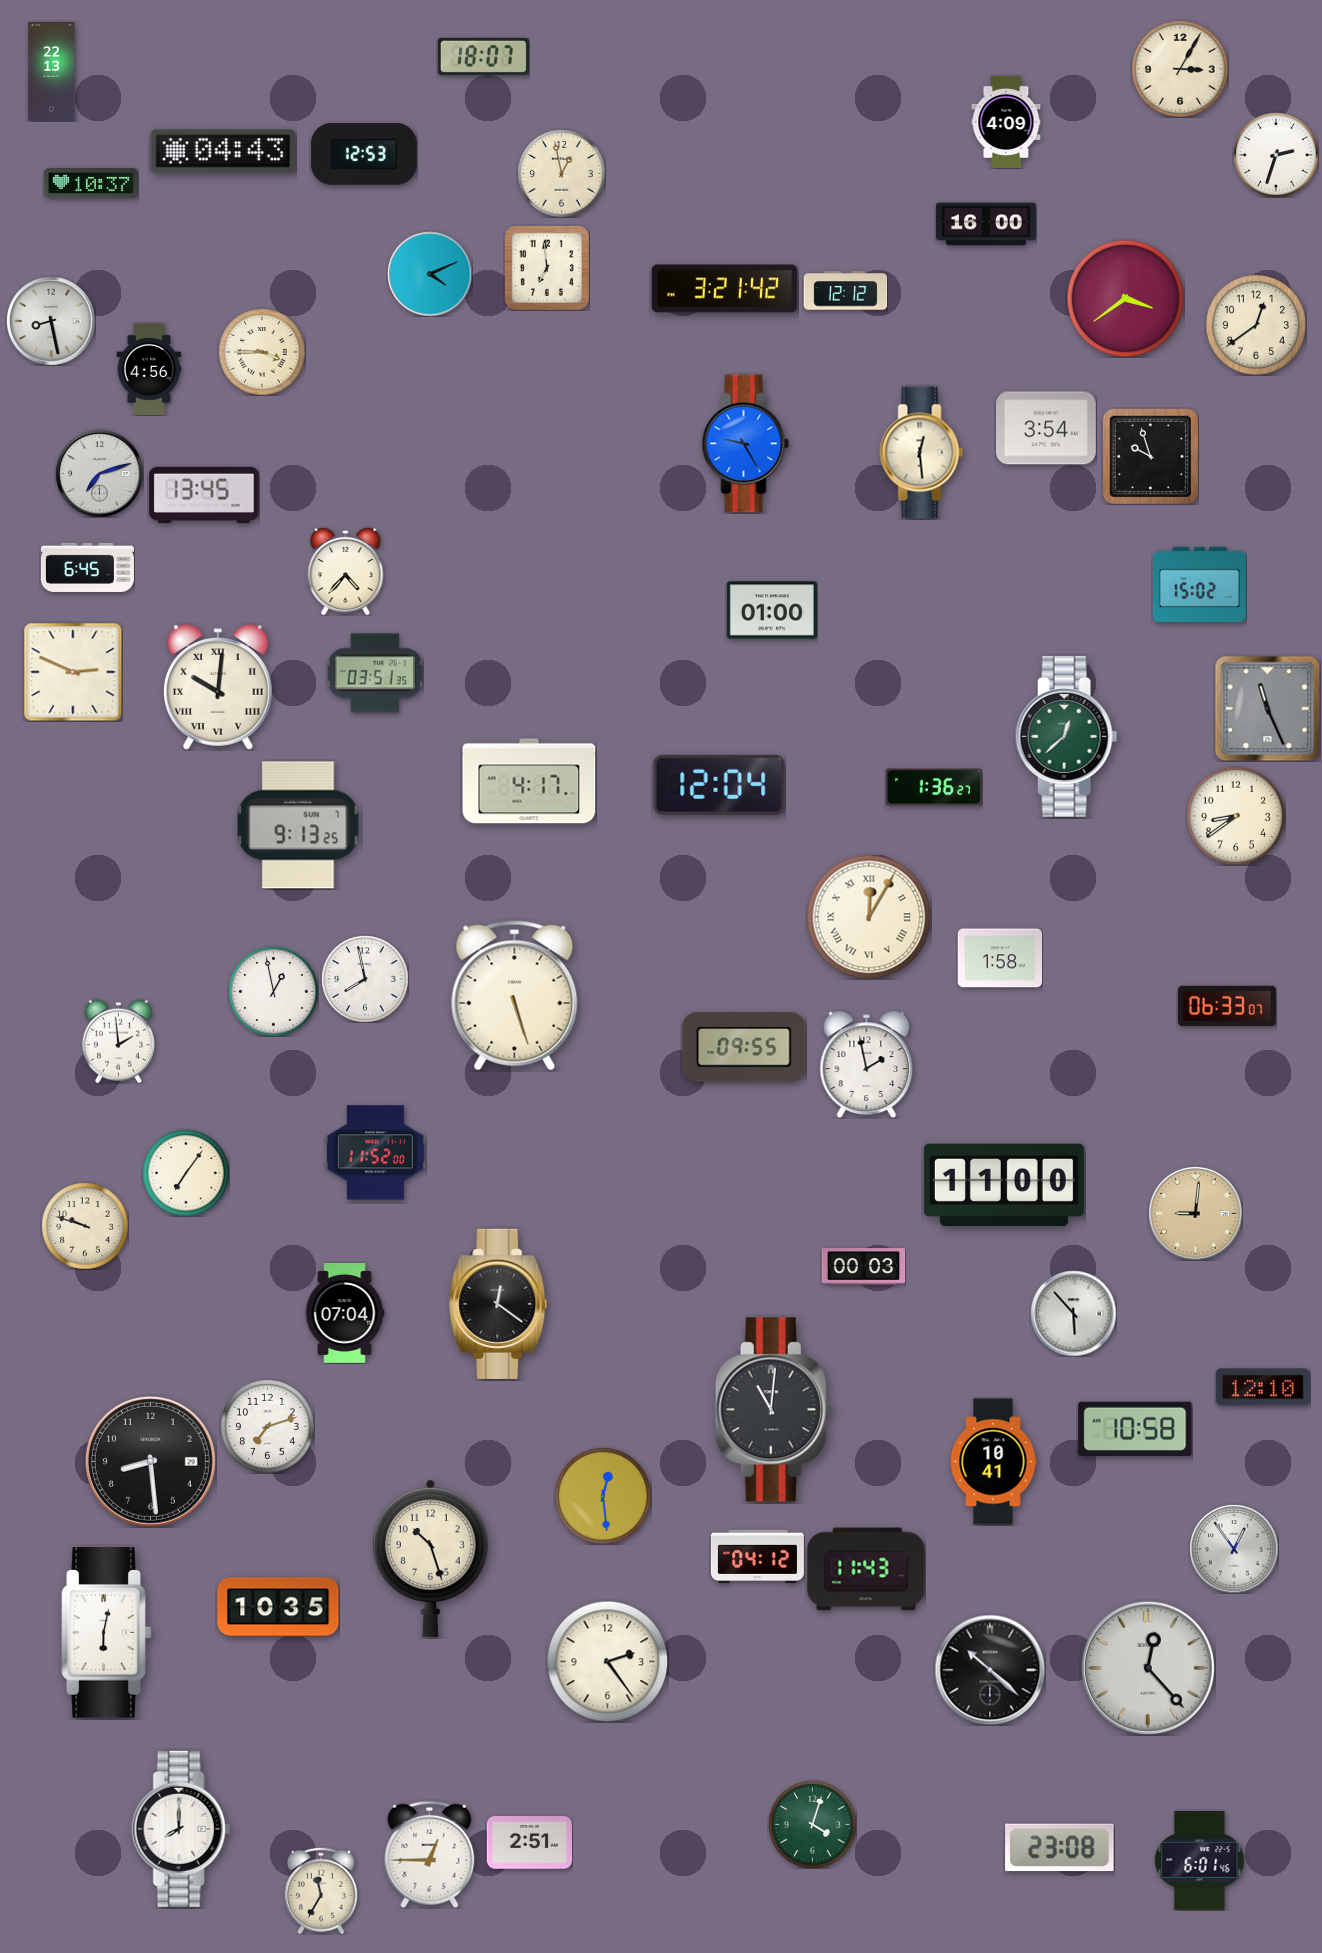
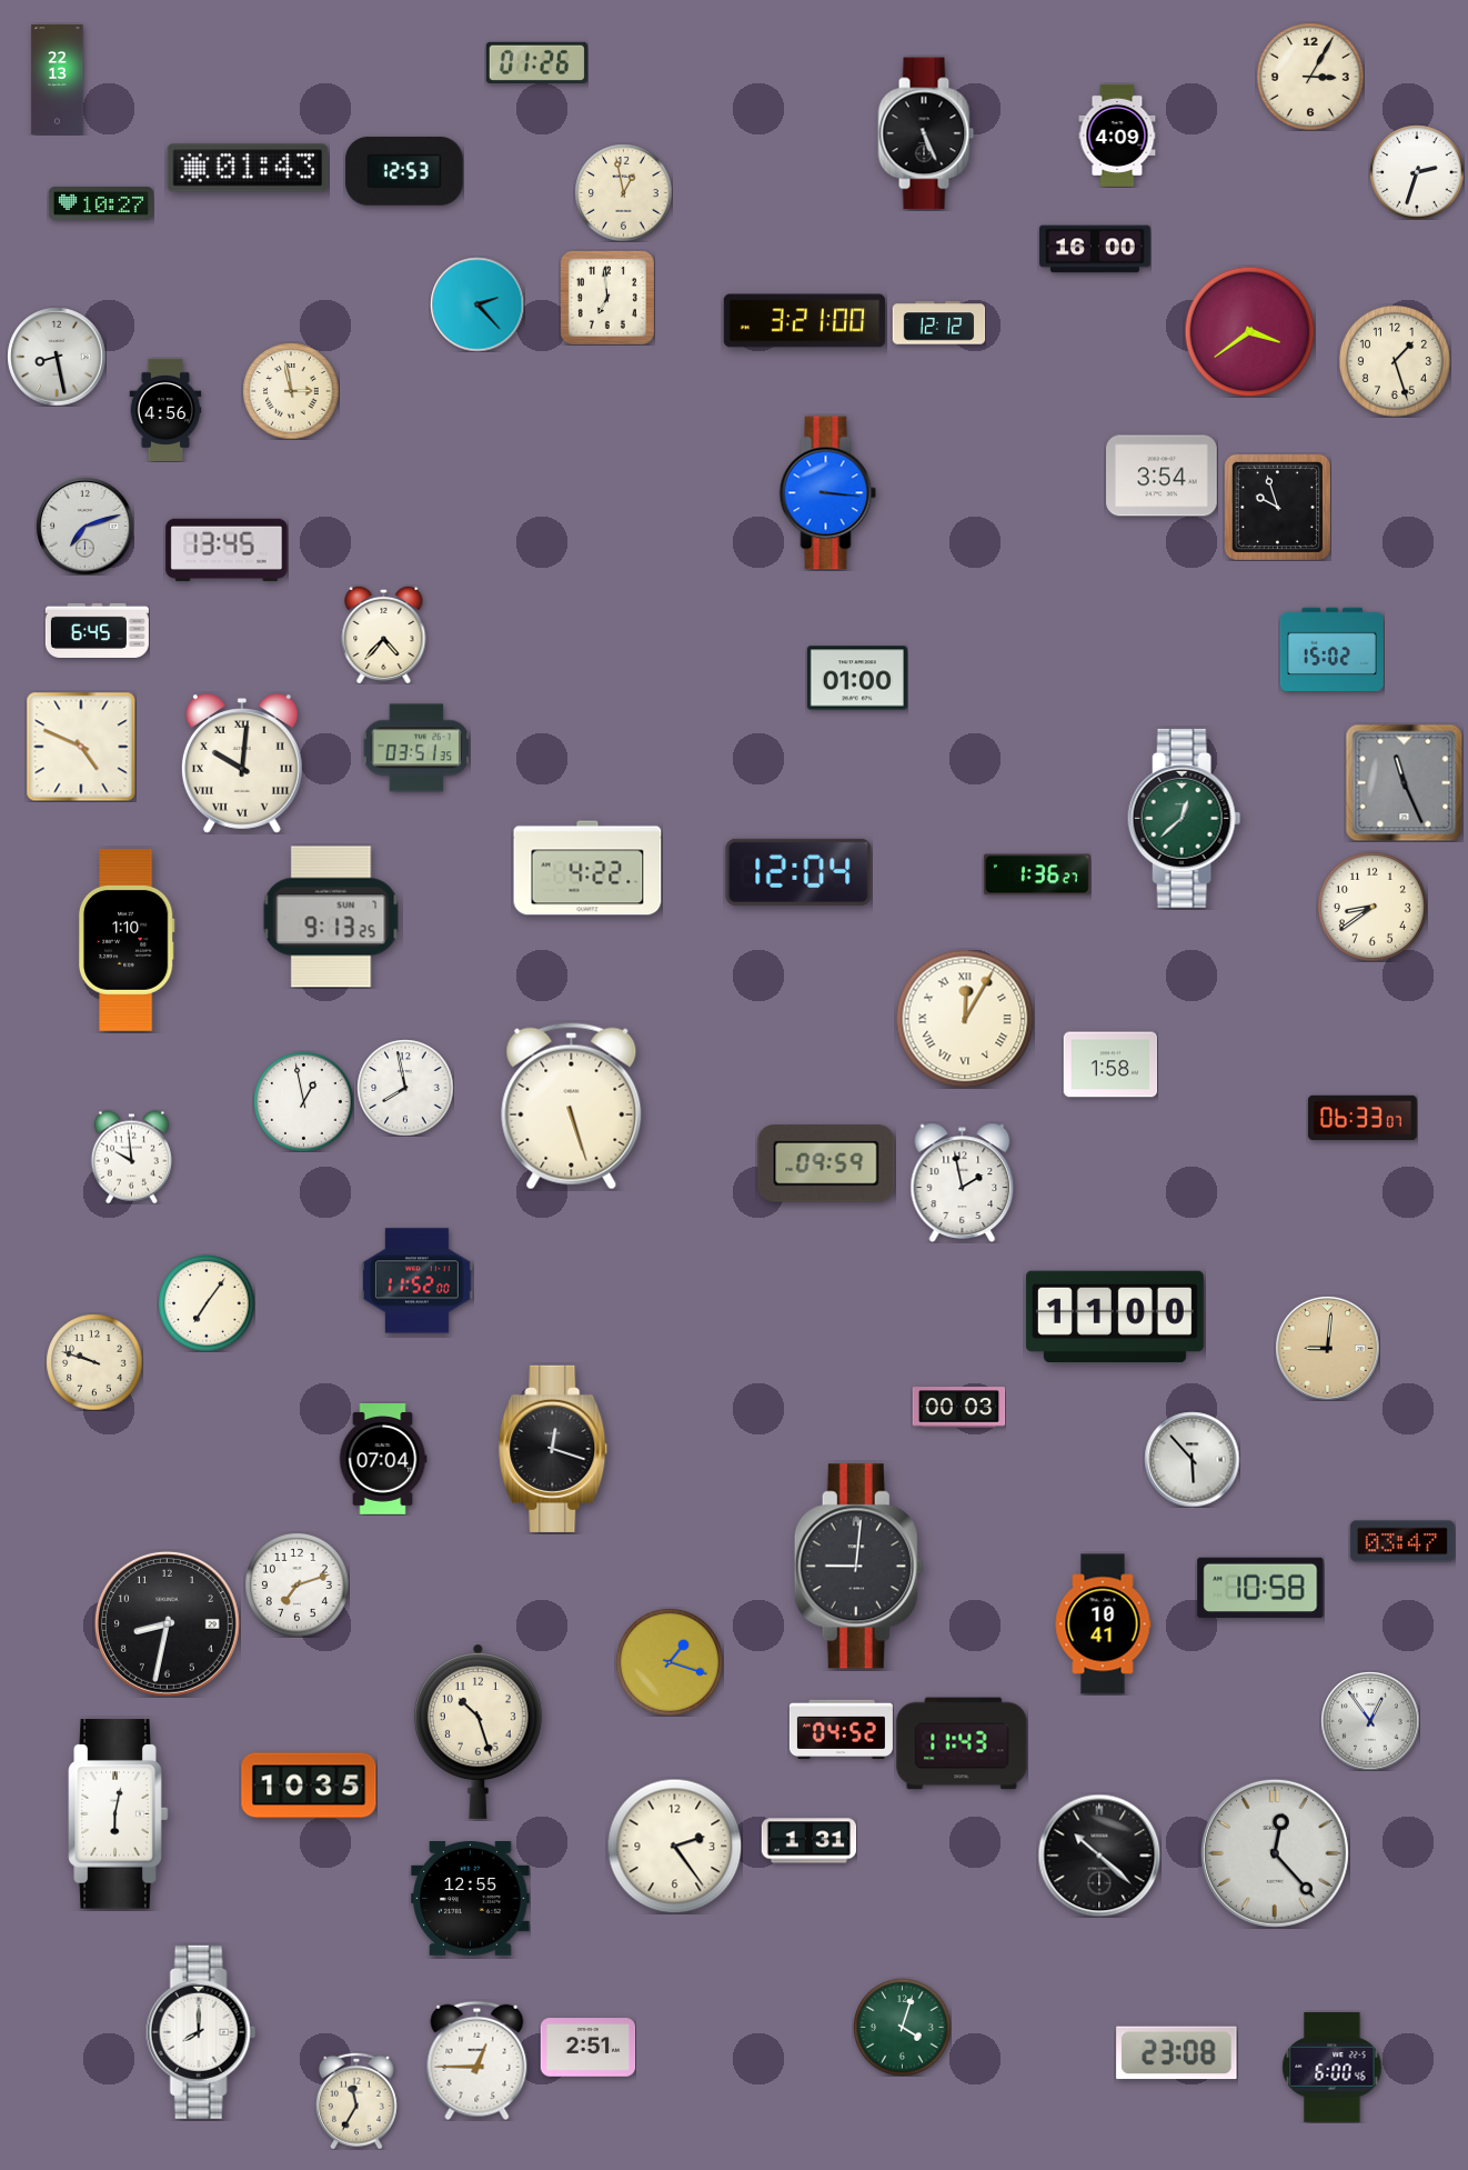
clock at (483, 56): 18:07 -> 01:26
clock at (926, 133): none -> 5:26
clock at (223, 151): 04:43 -> 01:43
clock at (91, 183): 10:37 -> 10:27
clock at (430, 274): 4:11 -> 2:23
clock at (725, 289): 3:21:42 -> 3:21:00
clock at (1256, 325): 12:39 -> 1:27
clock at (262, 352): 3:45 -> 2:58
clock at (746, 444): 9:25 -> 3:16
clock at (922, 453): 12:29 -> none
clock at (99, 473) position: (99, 473) -> (84, 526)
clock at (73, 672): 2:49 -> 4:49
clock at (1267, 708) position: (1267, 708) -> (1404, 782)
clock at (529, 781): 4:17 -> 4:22
clock at (127, 941): none -> 1:10
clock at (118, 1041): 1:59 -> 9:59
clock at (744, 1047): 09:55 -> 09:59
clock at (498, 1304): 12:21 -> 12:18
clock at (1263, 1387): 12:10 -> 03:47
clock at (773, 1410): 11:01 -> 9:01
clock at (150, 1461): 8:29 -> 8:32
clock at (603, 1496): 12:29 -> 1:18
clock at (757, 1557): 04:12 -> 04:52
clock at (808, 1841): none -> 1:31
clock at (471, 1899): none -> 12:55
clock at (1200, 1860): 6:01 -> 6:00
